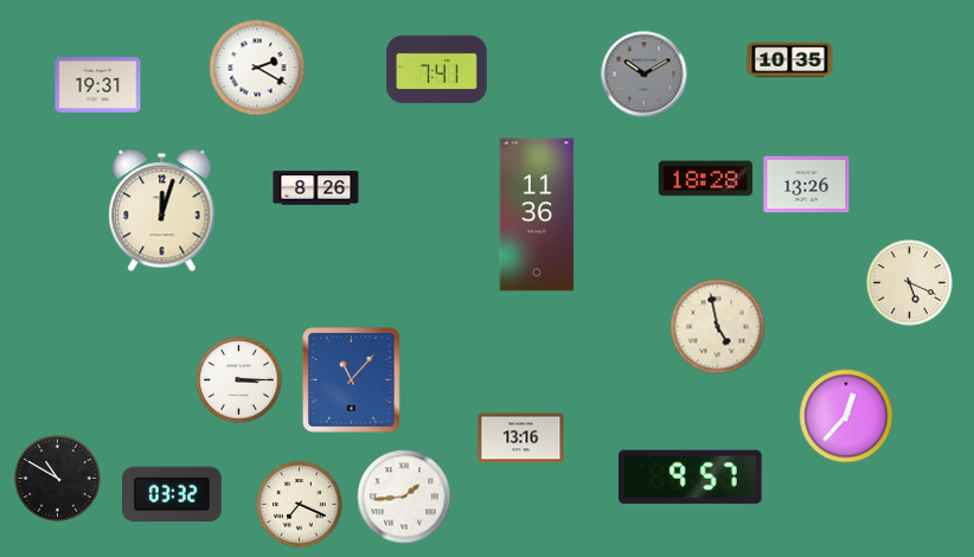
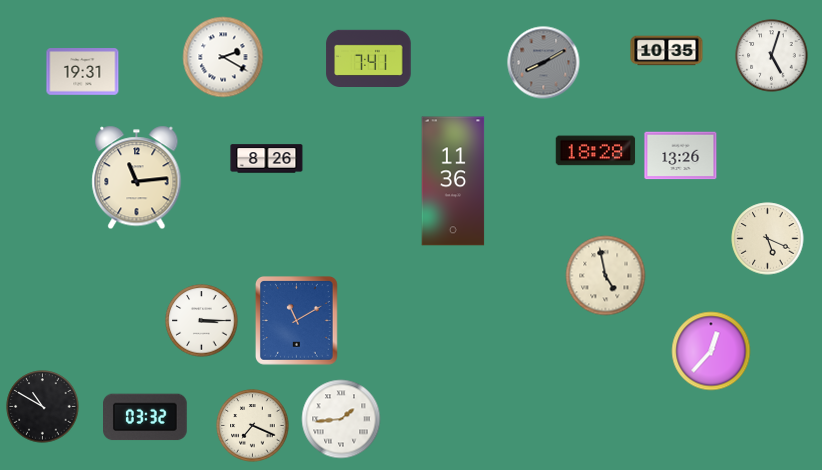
clock at (772, 56): none -> 5:03
clock at (257, 68) position: (257, 68) -> (223, 57)
clock at (645, 75): 10:10 -> 8:10
clock at (162, 211): 12:03 -> 11:14
clock at (351, 380): 11:07 -> 11:10
clock at (846, 416) position: (846, 416) -> (711, 351)
clock at (521, 438): 13:16 -> none
clock at (690, 476): 9:57 -> none
clock at (58, 479) position: (58, 479) -> (43, 407)
